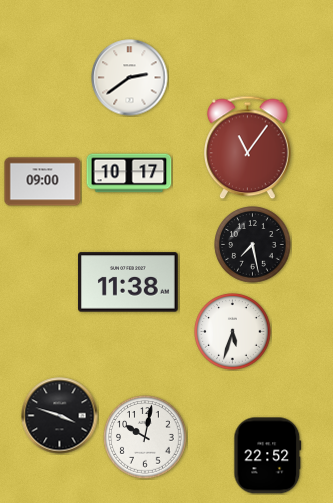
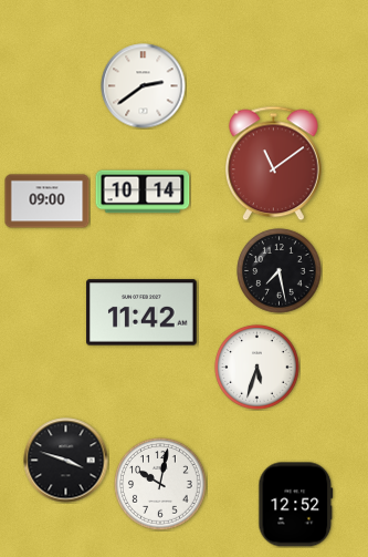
clock at (248, 148): 11:06 -> 11:09
clock at (129, 173): 10:17 -> 10:14
clock at (128, 282): 11:38 -> 11:42
clock at (268, 456): 22:52 -> 12:52
